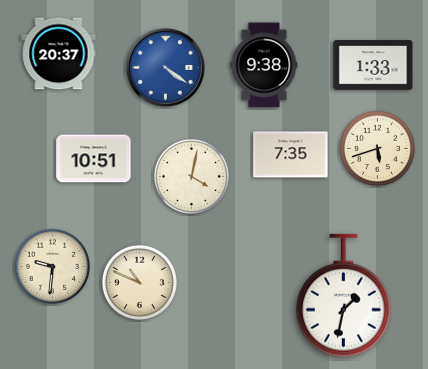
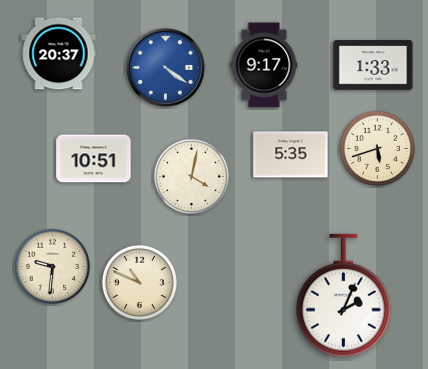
clock at (264, 65): 9:38 -> 9:17
clock at (291, 155): 7:35 -> 5:35
clock at (344, 296): 1:32 -> 2:04
